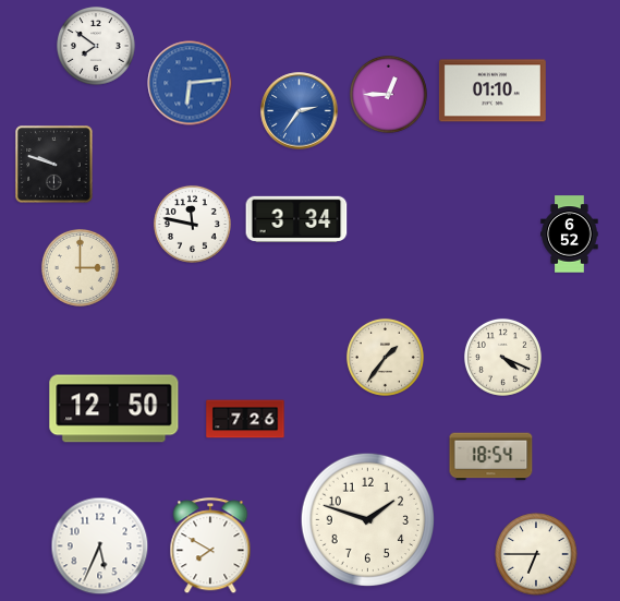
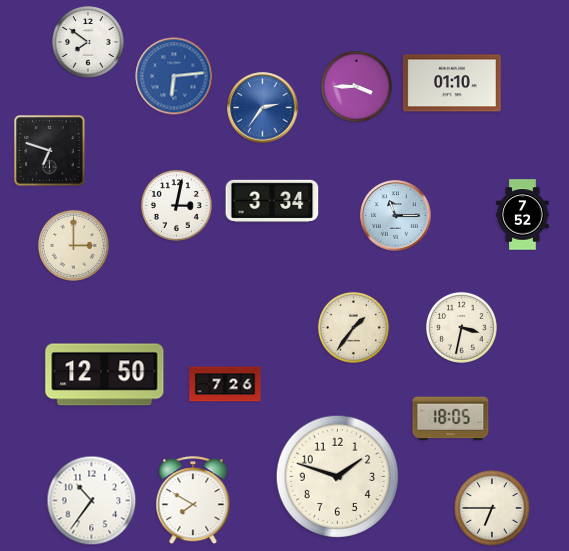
clock at (388, 94): 12:45 -> 3:45
clock at (300, 111) position: (300, 111) -> (263, 108)
clock at (54, 165): 9:48 -> 6:48
clock at (192, 224): 11:47 -> 3:02
clock at (570, 235): 6:52 -> 7:52
clock at (396, 216): none -> 11:15
clock at (502, 357): 4:19 -> 3:32
clock at (491, 457): 18:54 -> 18:05
clock at (100, 546): 5:34 -> 10:36
